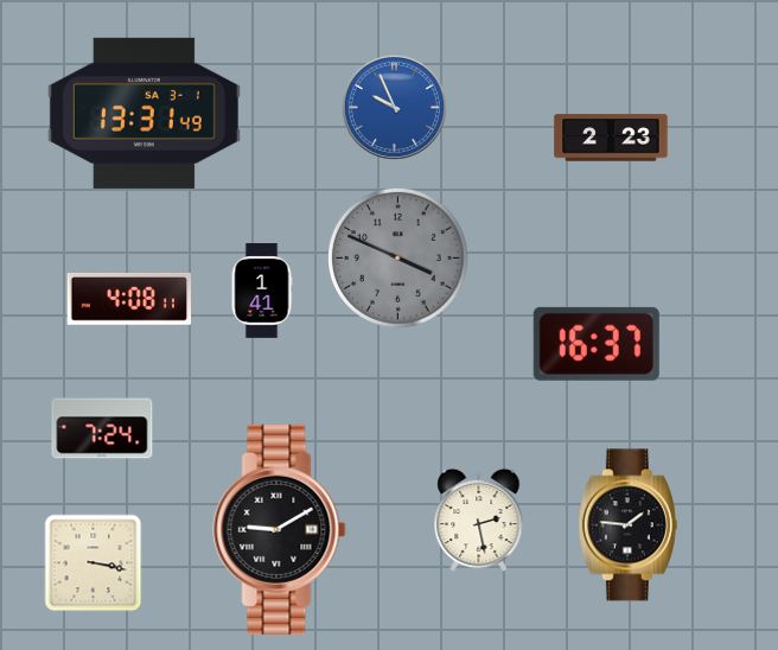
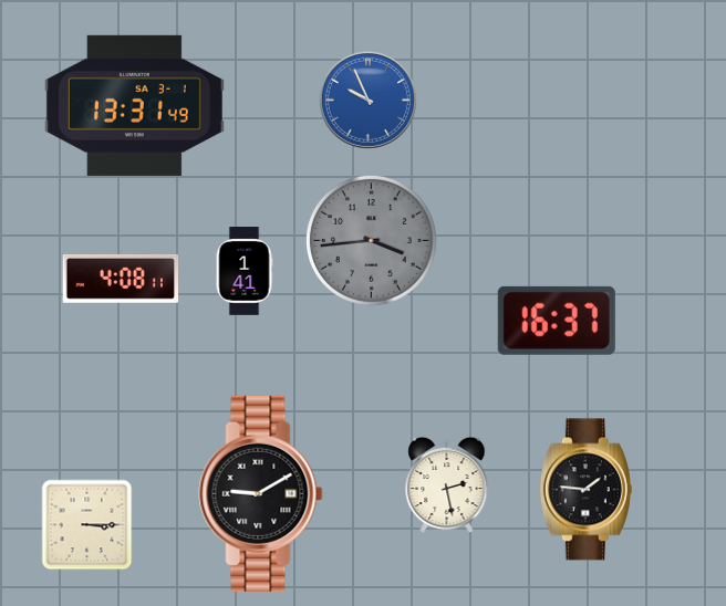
clock at (611, 138): 2:23 -> none
clock at (398, 259): 3:49 -> 3:44
clock at (102, 428): 7:24 -> none
clock at (94, 563): 3:17 -> 3:15
